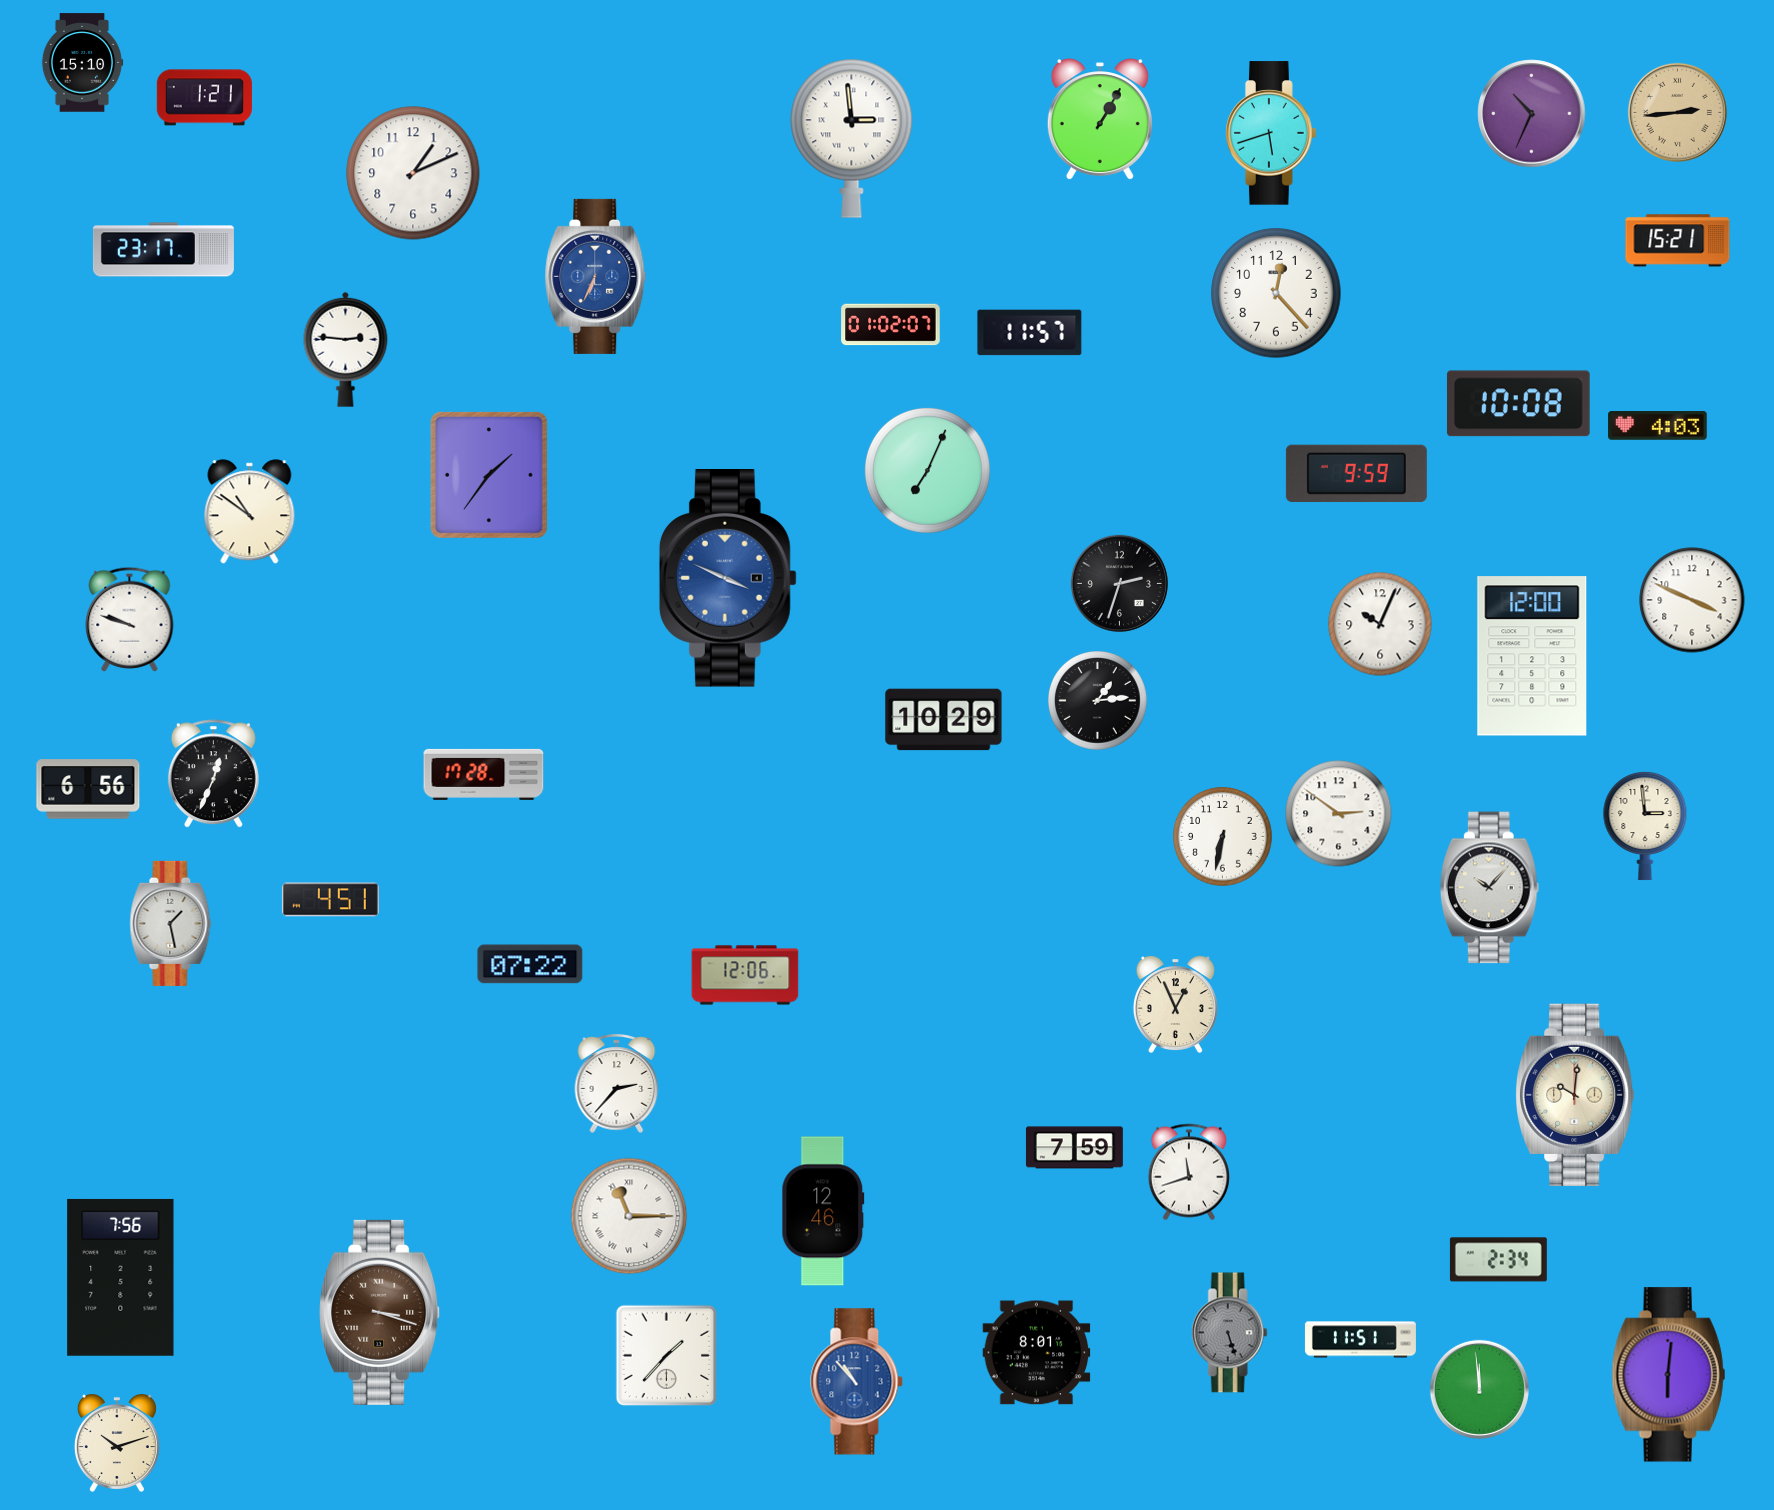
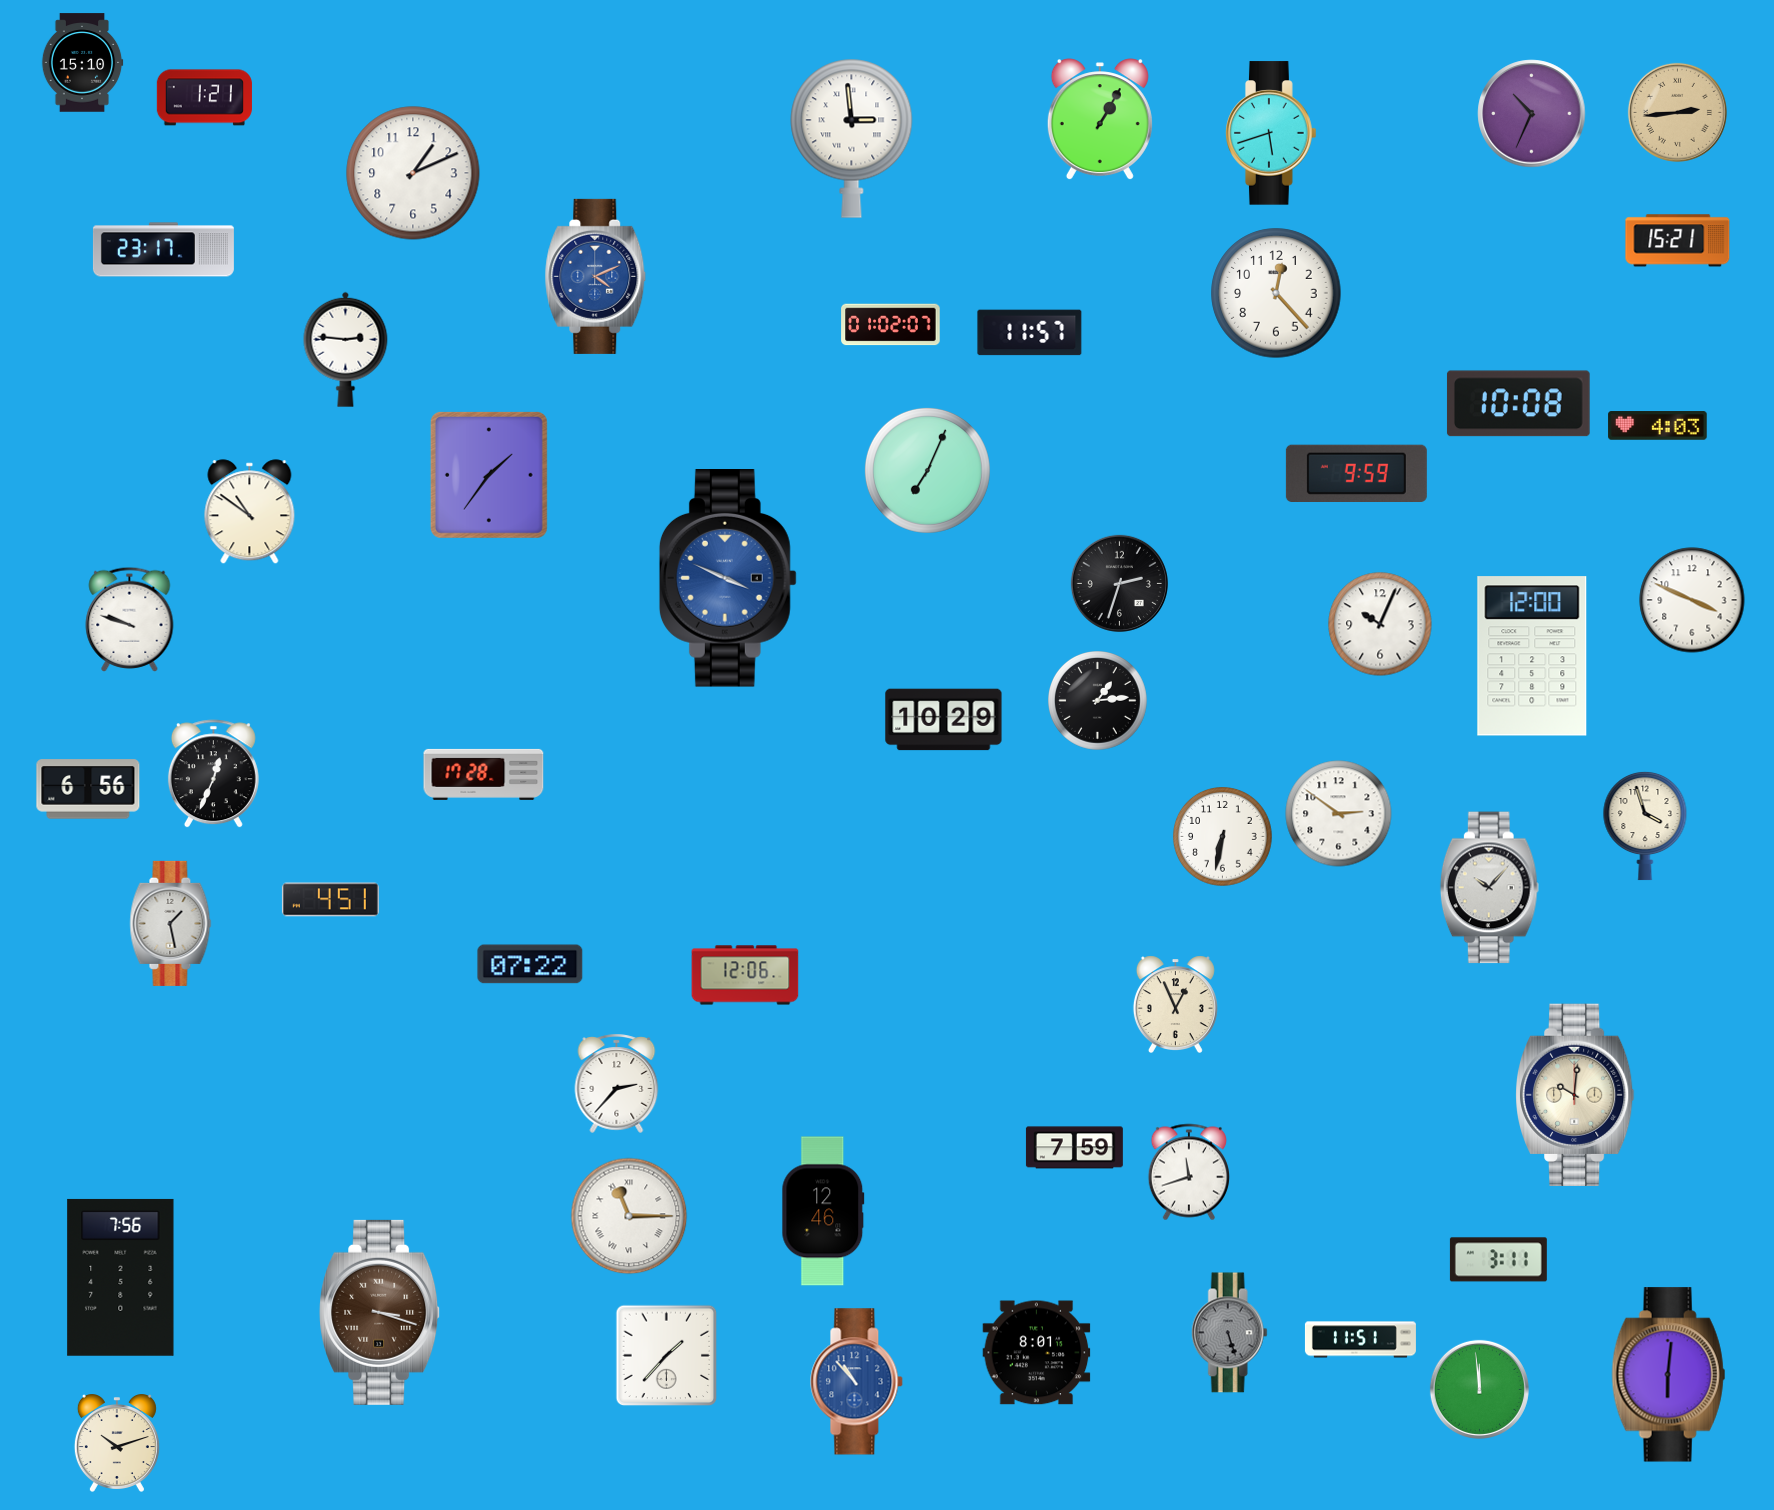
clock at (596, 276): 6:34 -> 4:11
clock at (1645, 826): 2:59 -> 3:57
clock at (1498, 1260): 2:34 -> 3:11
